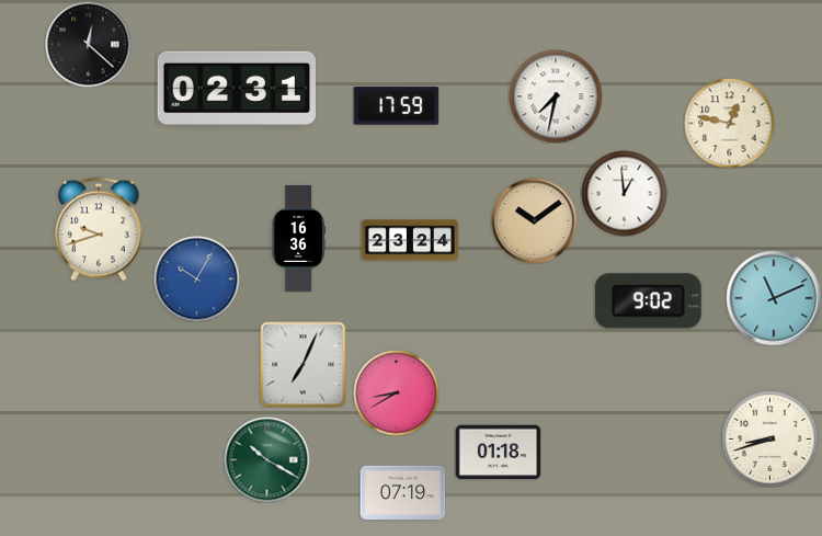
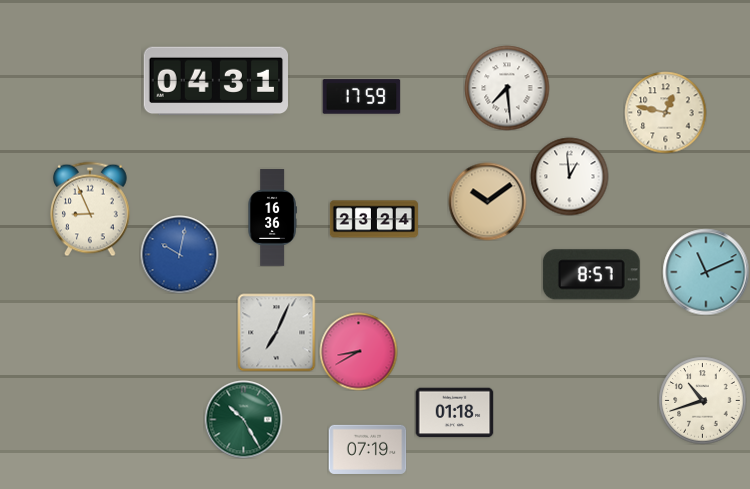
clock at (88, 44): 12:22 -> none
clock at (236, 89): 02:31 -> 04:31
clock at (556, 96): 7:32 -> 7:29
clock at (100, 229): 9:42 -> 8:56
clock at (196, 278): 10:05 -> 10:02
clock at (648, 301): 9:02 -> 8:57
clock at (396, 392) position: (396, 392) -> (358, 351)
clock at (769, 438): 8:42 -> 10:42
clock at (266, 459): 10:20 -> 10:25
